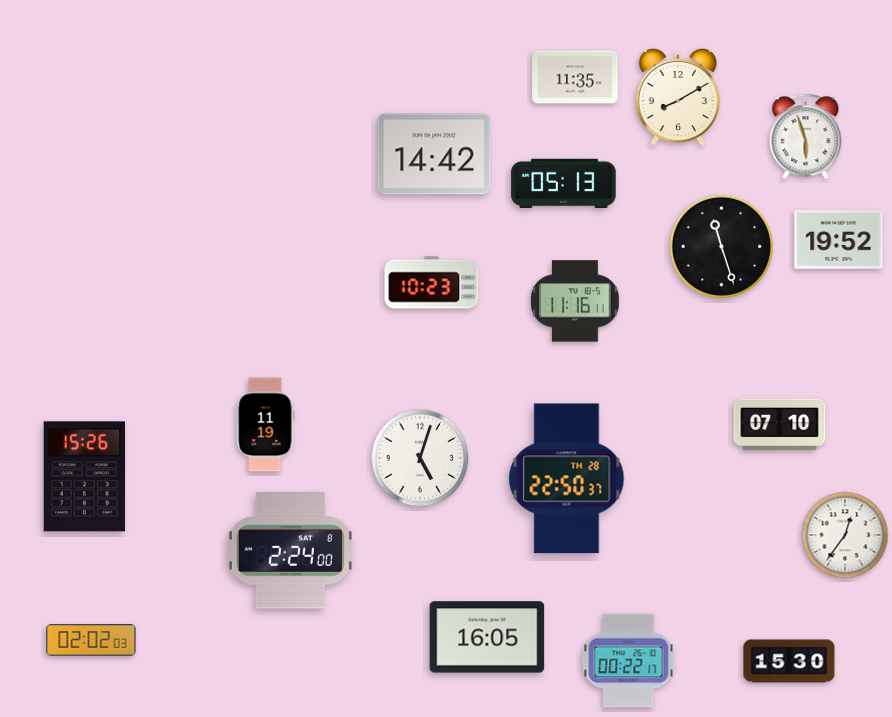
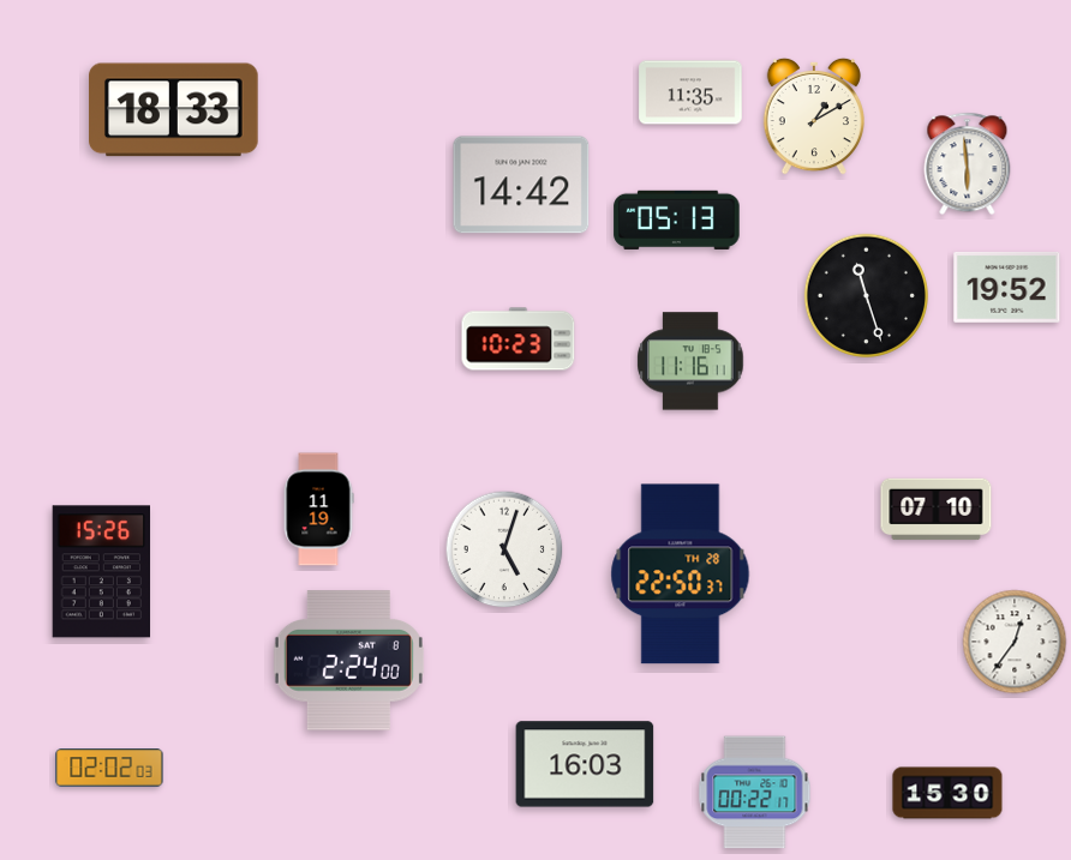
clock at (174, 110): none -> 18:33
clock at (677, 97): 8:10 -> 1:10
clock at (806, 137): 5:57 -> 5:59
clock at (487, 637): 16:05 -> 16:03
